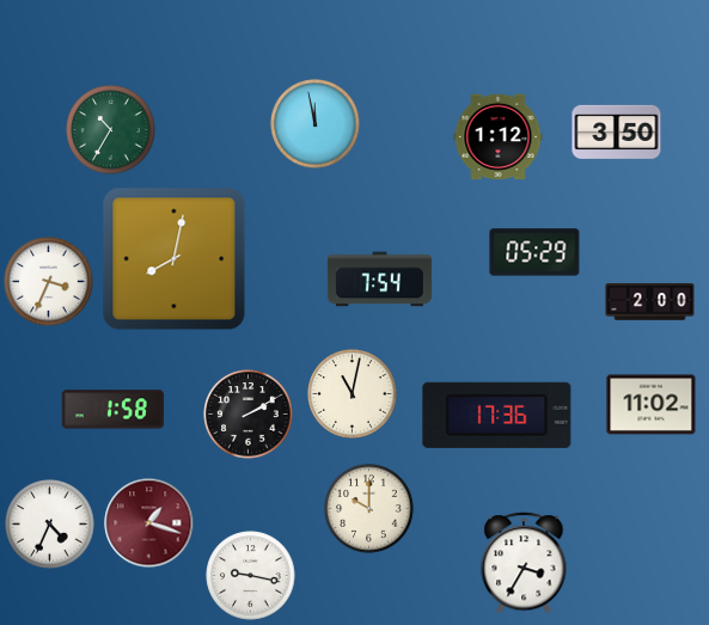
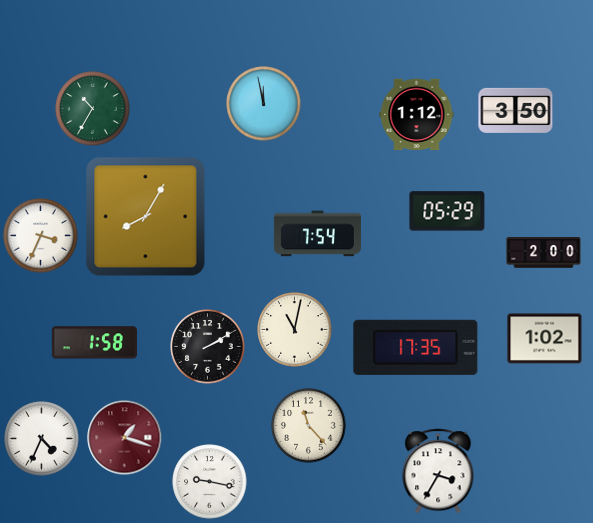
clock at (175, 259): 8:02 -> 8:05
clock at (652, 405): 11:02 -> 1:02
clock at (497, 415): 17:36 -> 17:35
clock at (369, 509): 10:00 -> 11:23
